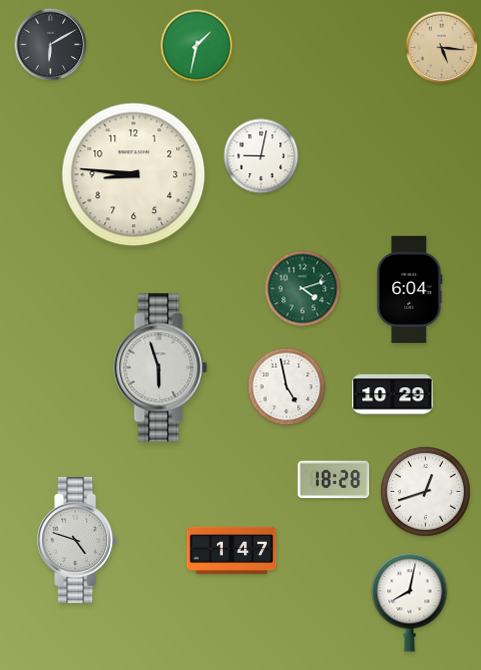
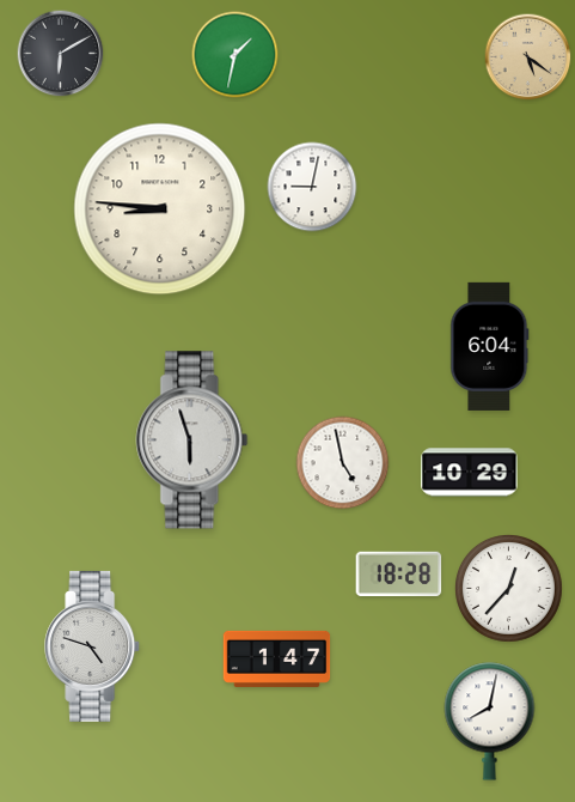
clock at (442, 48): 5:16 -> 5:21
clock at (303, 289): 4:12 -> none
clock at (426, 492): 12:42 -> 12:37
